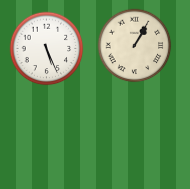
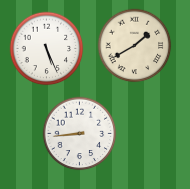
clock at (135, 46): 1:05 -> 1:40
clock at (80, 134): none -> 8:44
